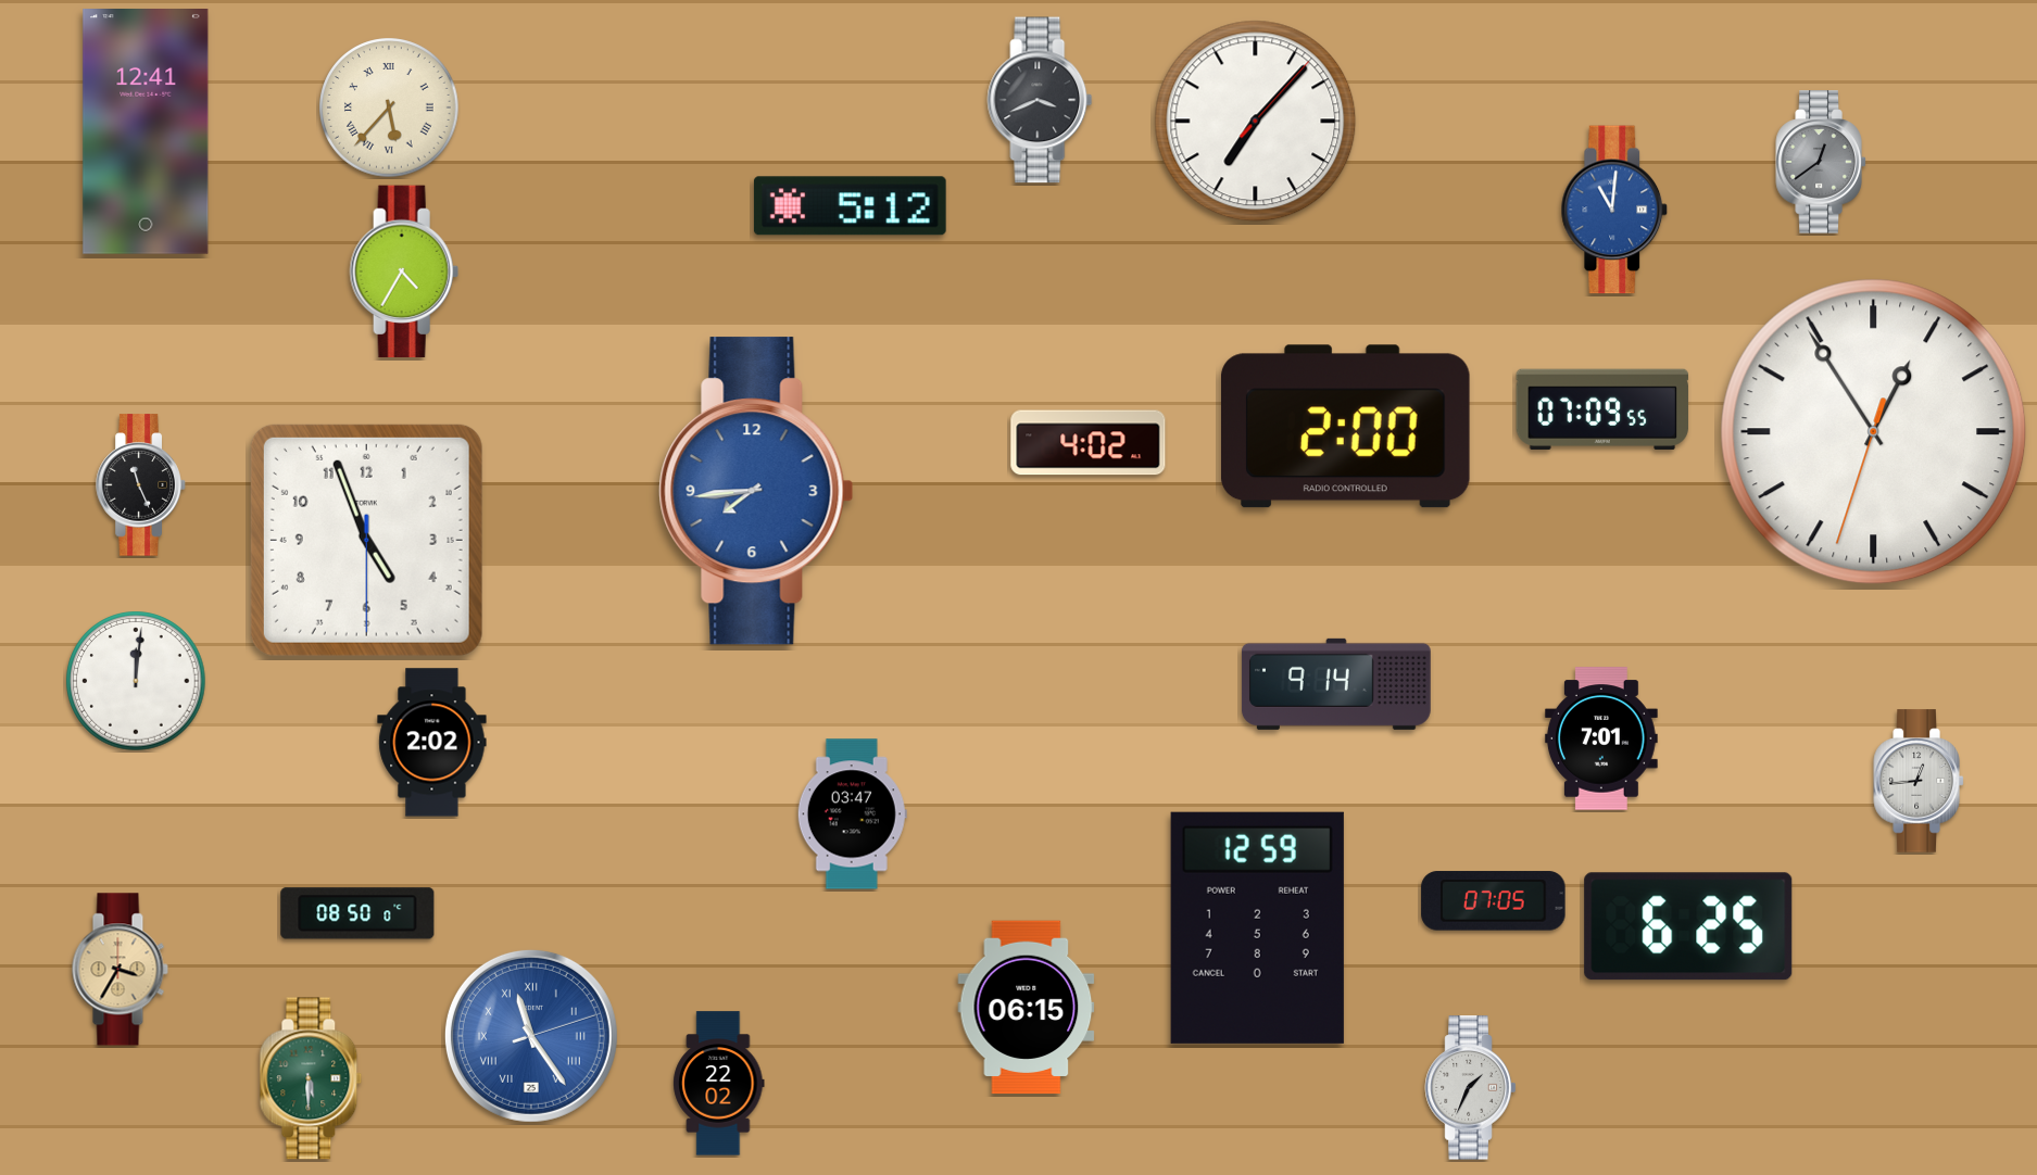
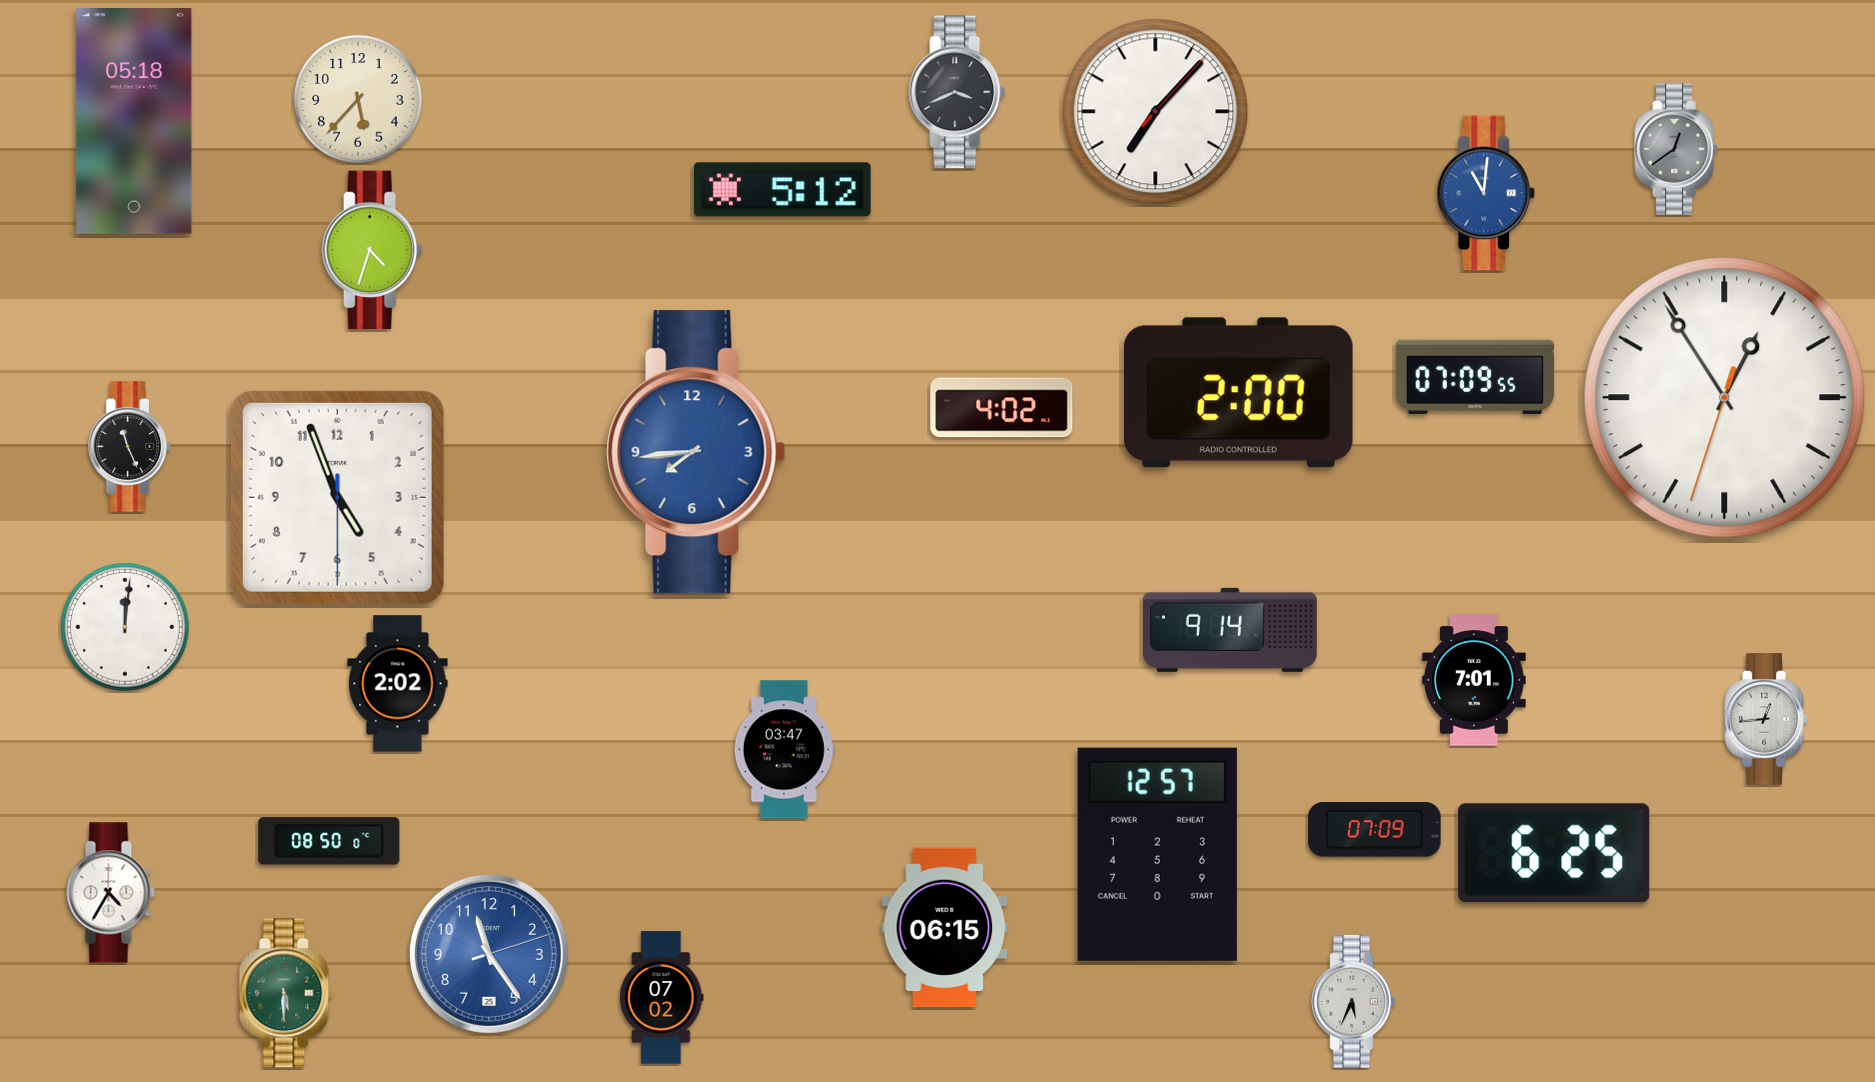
clock at (389, 108) numerals: Roman -> Arabic
clock at (146, 132): 12:41 -> 05:18
clock at (404, 271): 4:35 -> 4:33
clock at (1494, 901): 07:05 -> 07:09
clock at (1257, 927): 12:59 -> 12:57
clock at (120, 970): 3:35 -> 4:35
clock at (120, 970) dial: champagne -> white
clock at (531, 1036) numerals: Roman -> Arabic
clock at (719, 1084): 22:02 -> 07:02
clock at (1471, 1088): 1:34 -> 5:34
